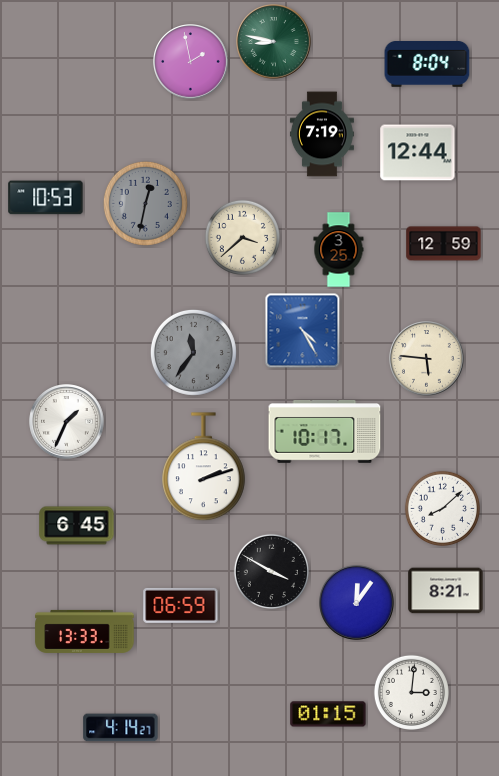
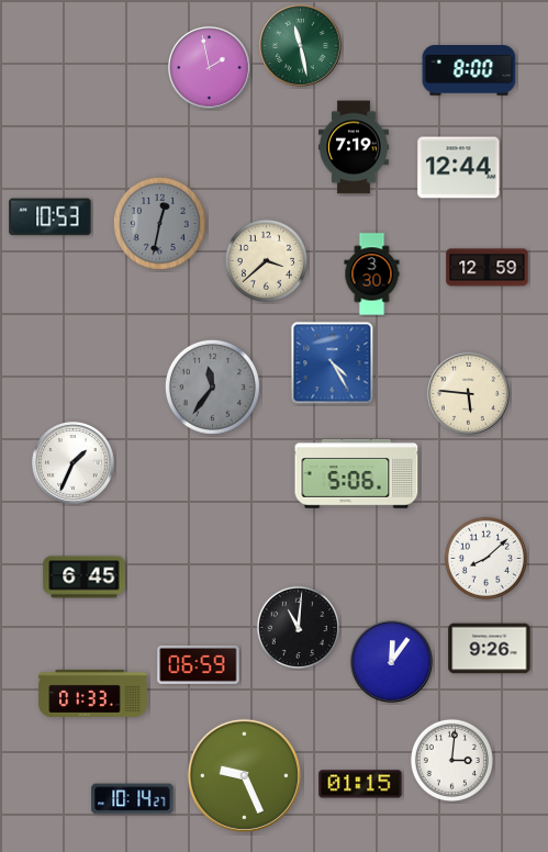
clock at (274, 42): 8:47 -> 11:28
clock at (427, 65): 8:04 -> 8:00
clock at (339, 250): 3:25 -> 3:30
clock at (325, 432): 10:17 -> 5:06
clock at (204, 467): 2:12 -> none
clock at (271, 571): 3:50 -> 11:01
clock at (446, 591): 8:21 -> 9:26
clock at (85, 631): 13:33 -> 01:33
clock at (244, 775): none -> 9:26
clock at (121, 728): 4:14 -> 10:14
